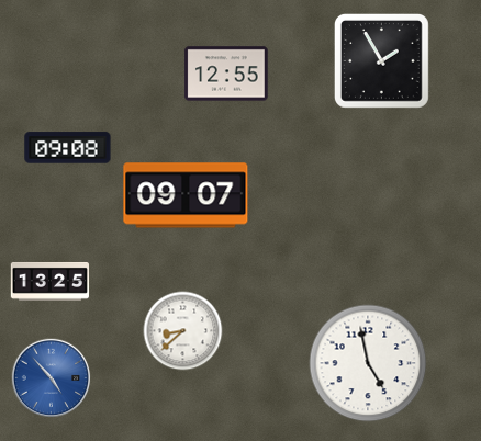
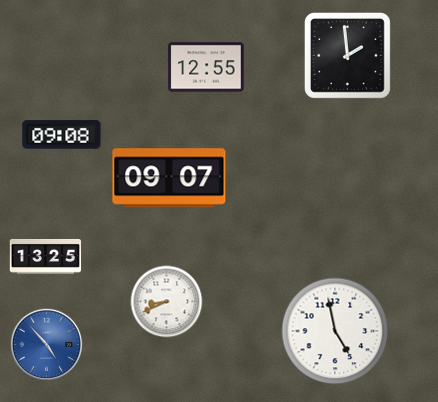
clock at (382, 61): 1:55 -> 1:59
clock at (183, 331): 8:38 -> 8:41
